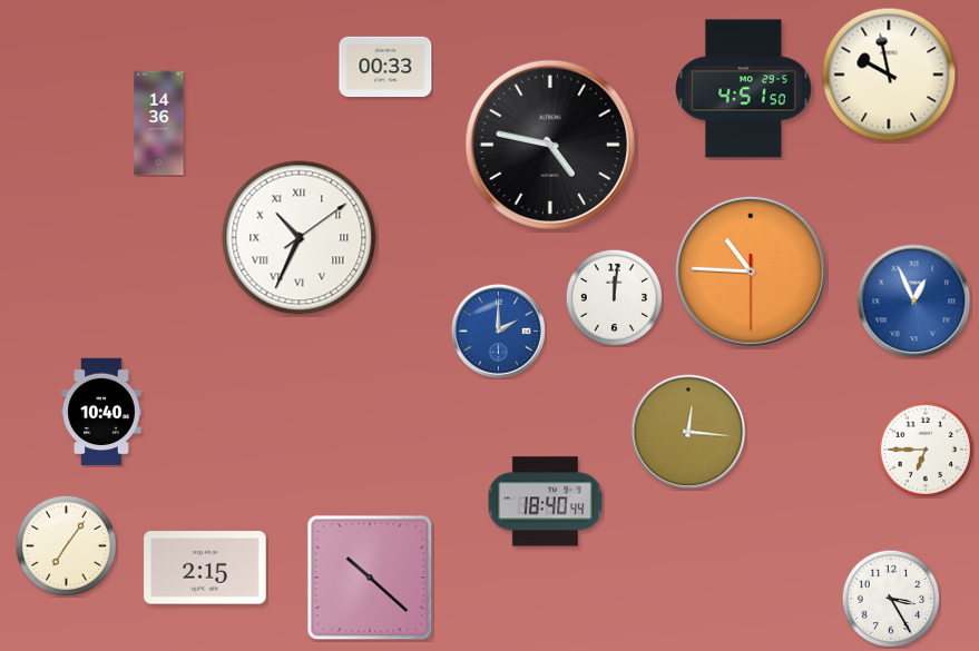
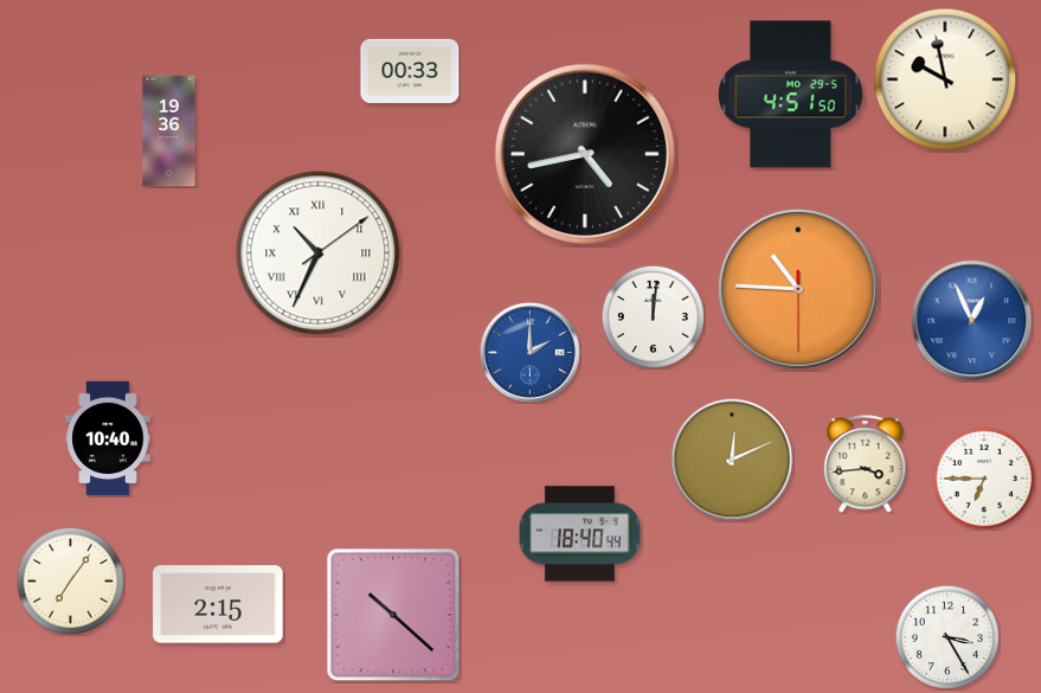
clock at (159, 124): 14:36 -> 19:36
clock at (550, 145): 4:47 -> 4:43
clock at (688, 432): 12:16 -> 12:11
clock at (866, 464): none -> 3:44
